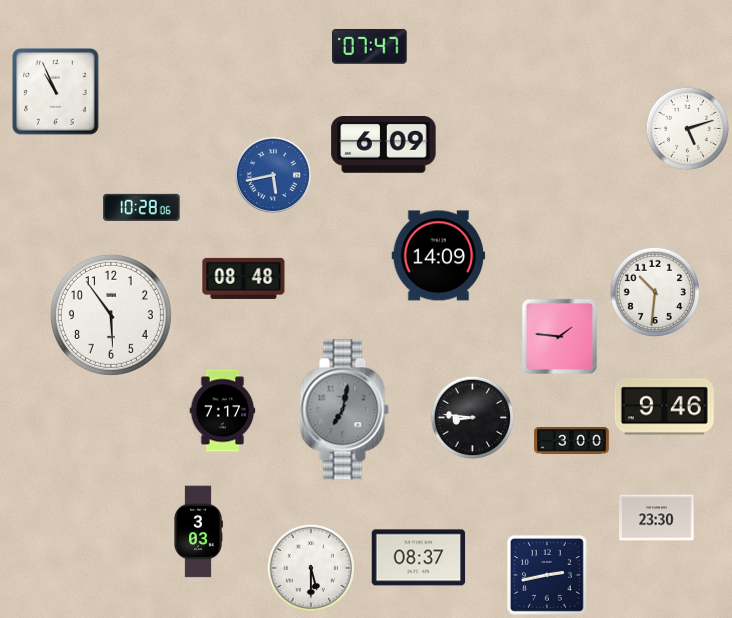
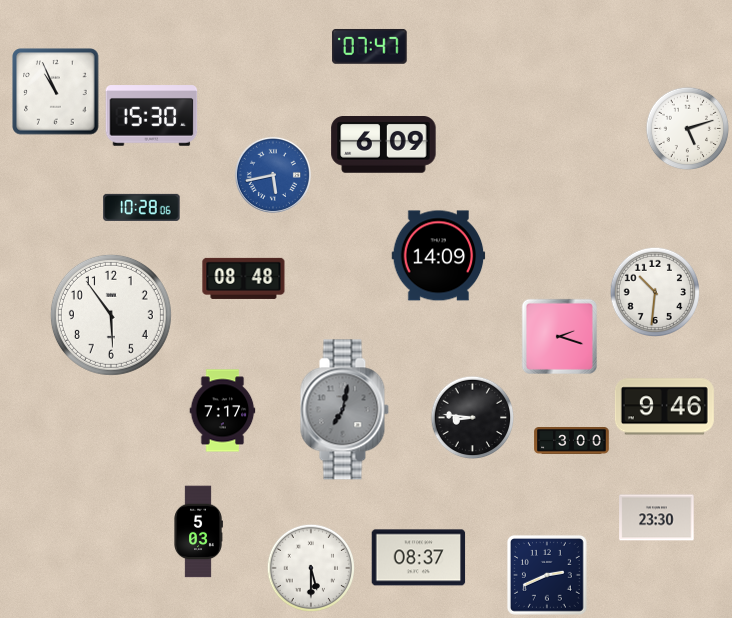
clock at (152, 116): none -> 15:30
clock at (559, 336): 1:46 -> 2:18
clock at (198, 532): 3:03 -> 5:03
clock at (547, 575): 2:43 -> 2:41
